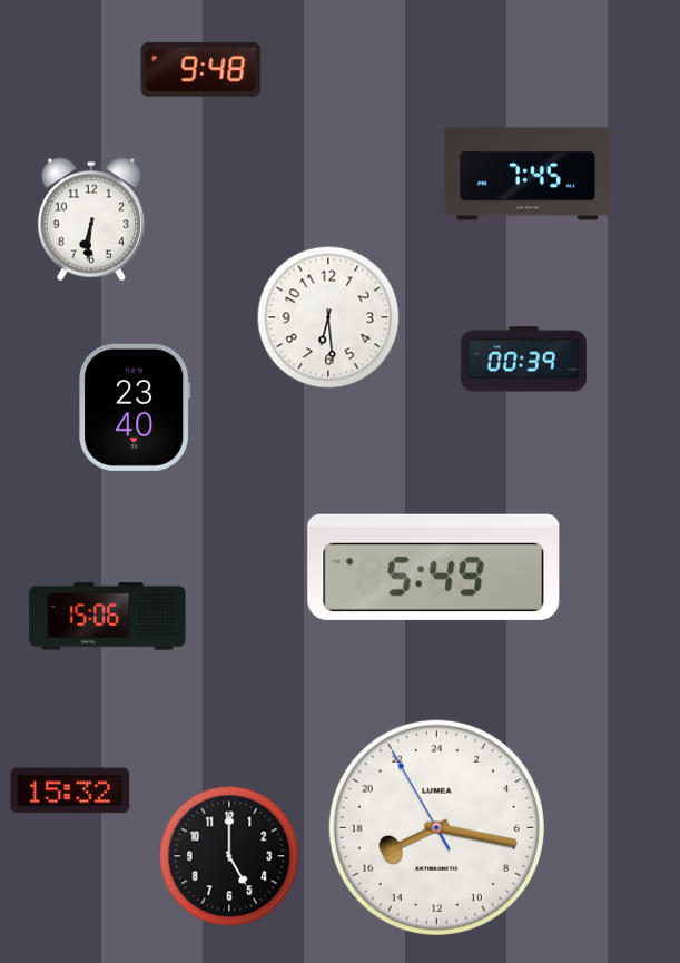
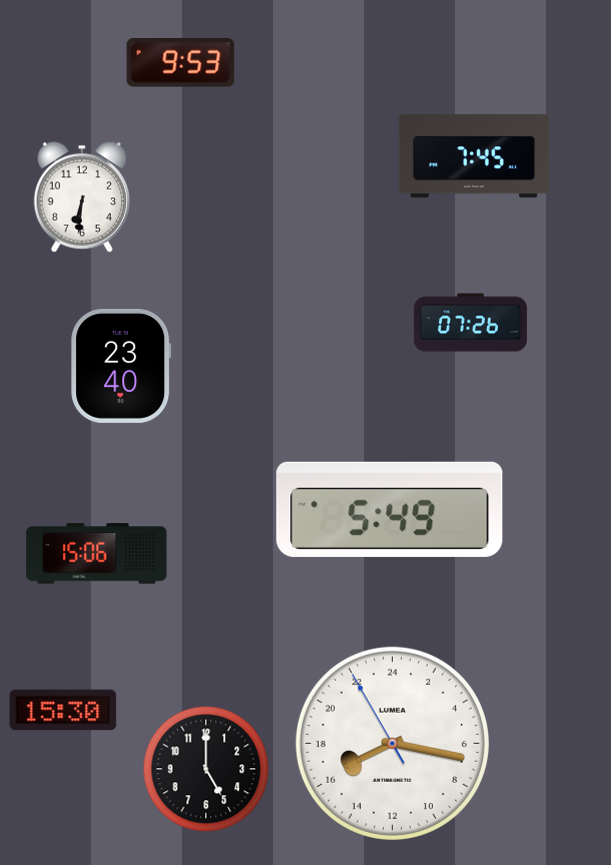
clock at (201, 70): 9:48 -> 9:53
clock at (328, 317): 6:29 -> none
clock at (523, 360): 00:39 -> 07:26
clock at (70, 790): 15:32 -> 15:30
